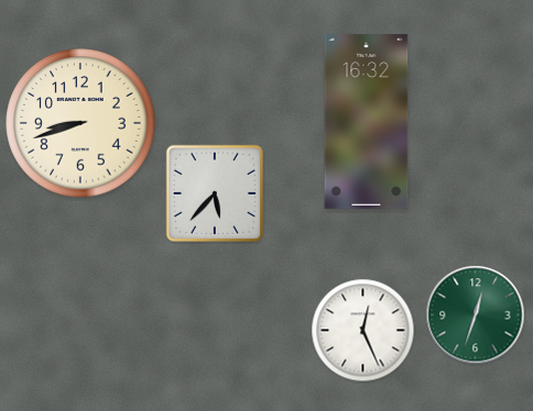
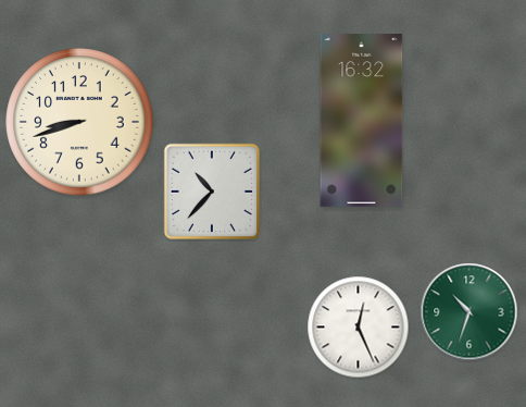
clock at (214, 192): 5:37 -> 10:37
clock at (476, 315): 12:33 -> 10:33
